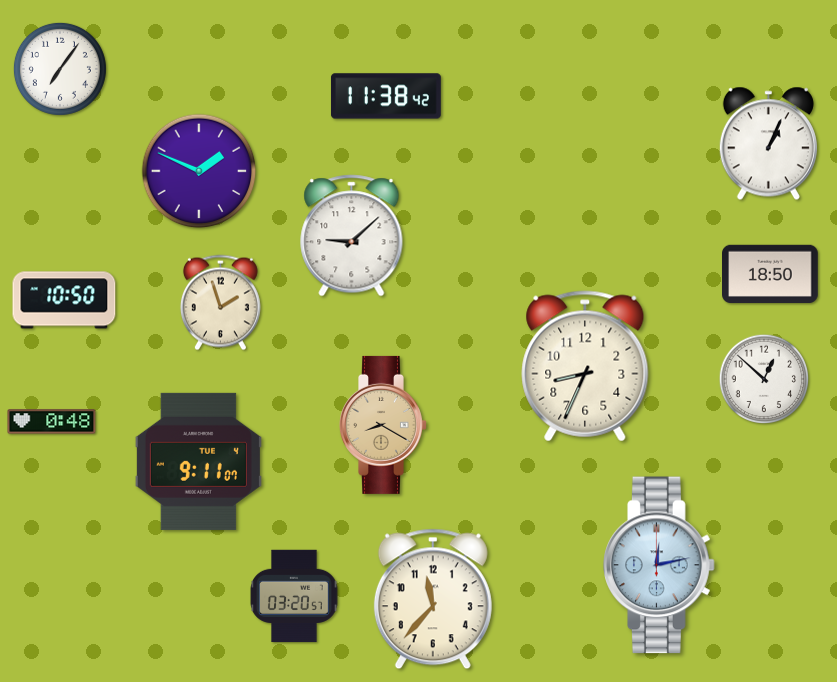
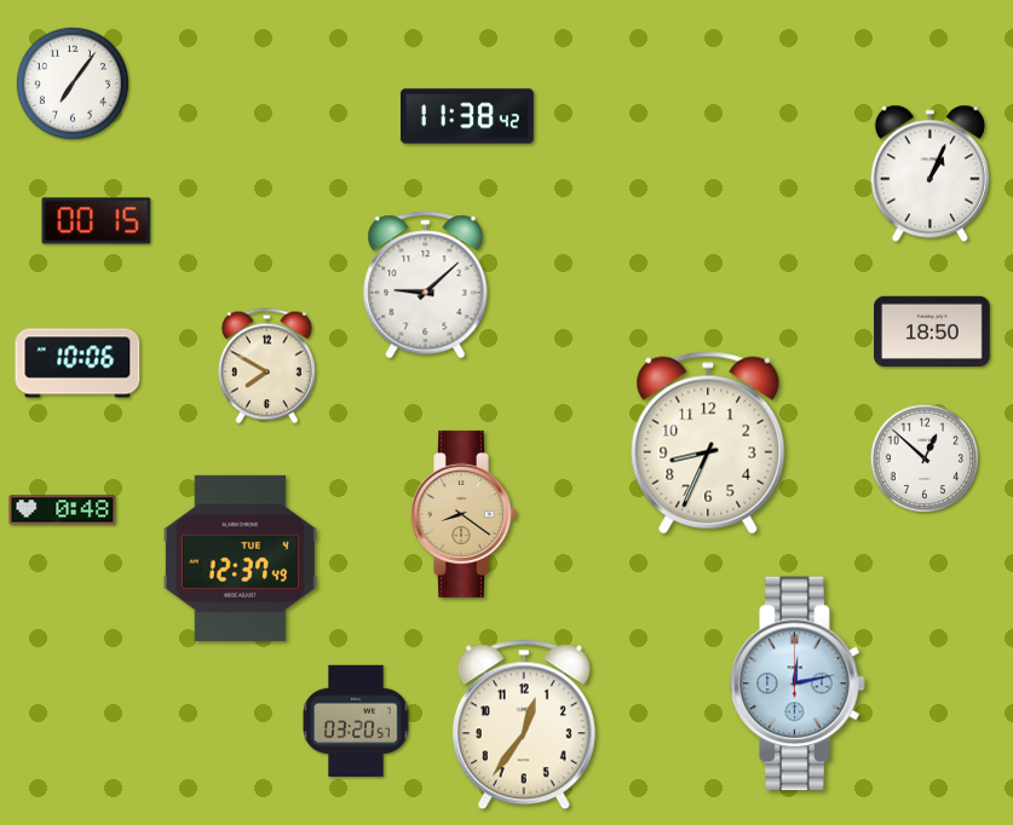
clock at (199, 171): 1:49 -> none
clock at (97, 221): none -> 00:15
clock at (64, 300): 10:50 -> 10:06
clock at (220, 303): 1:57 -> 7:50
clock at (384, 425): 8:20 -> 8:21
clock at (198, 461): 9:11 -> 12:37
clock at (433, 599): 11:37 -> 12:36
